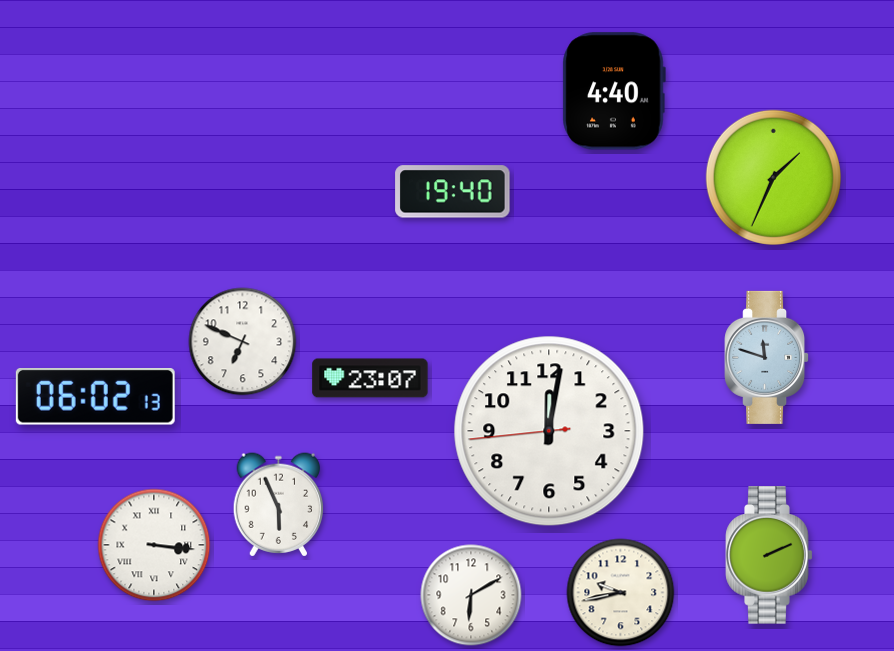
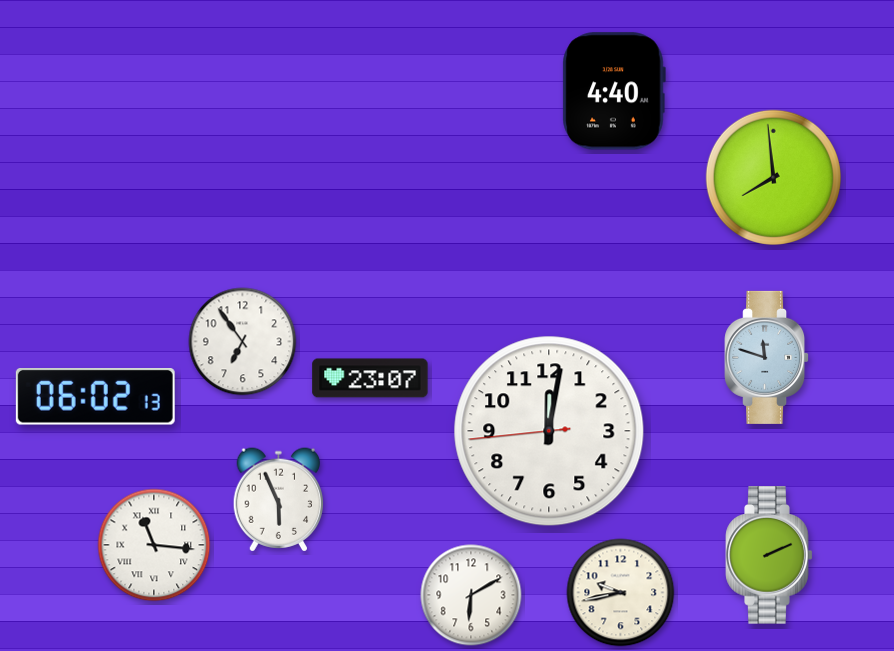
clock at (773, 177): 1:34 -> 7:59
clock at (453, 192): 19:40 -> none
clock at (243, 342): 6:49 -> 6:54
clock at (279, 505) position: (279, 505) -> (279, 500)
clock at (154, 545): 3:16 -> 11:16
